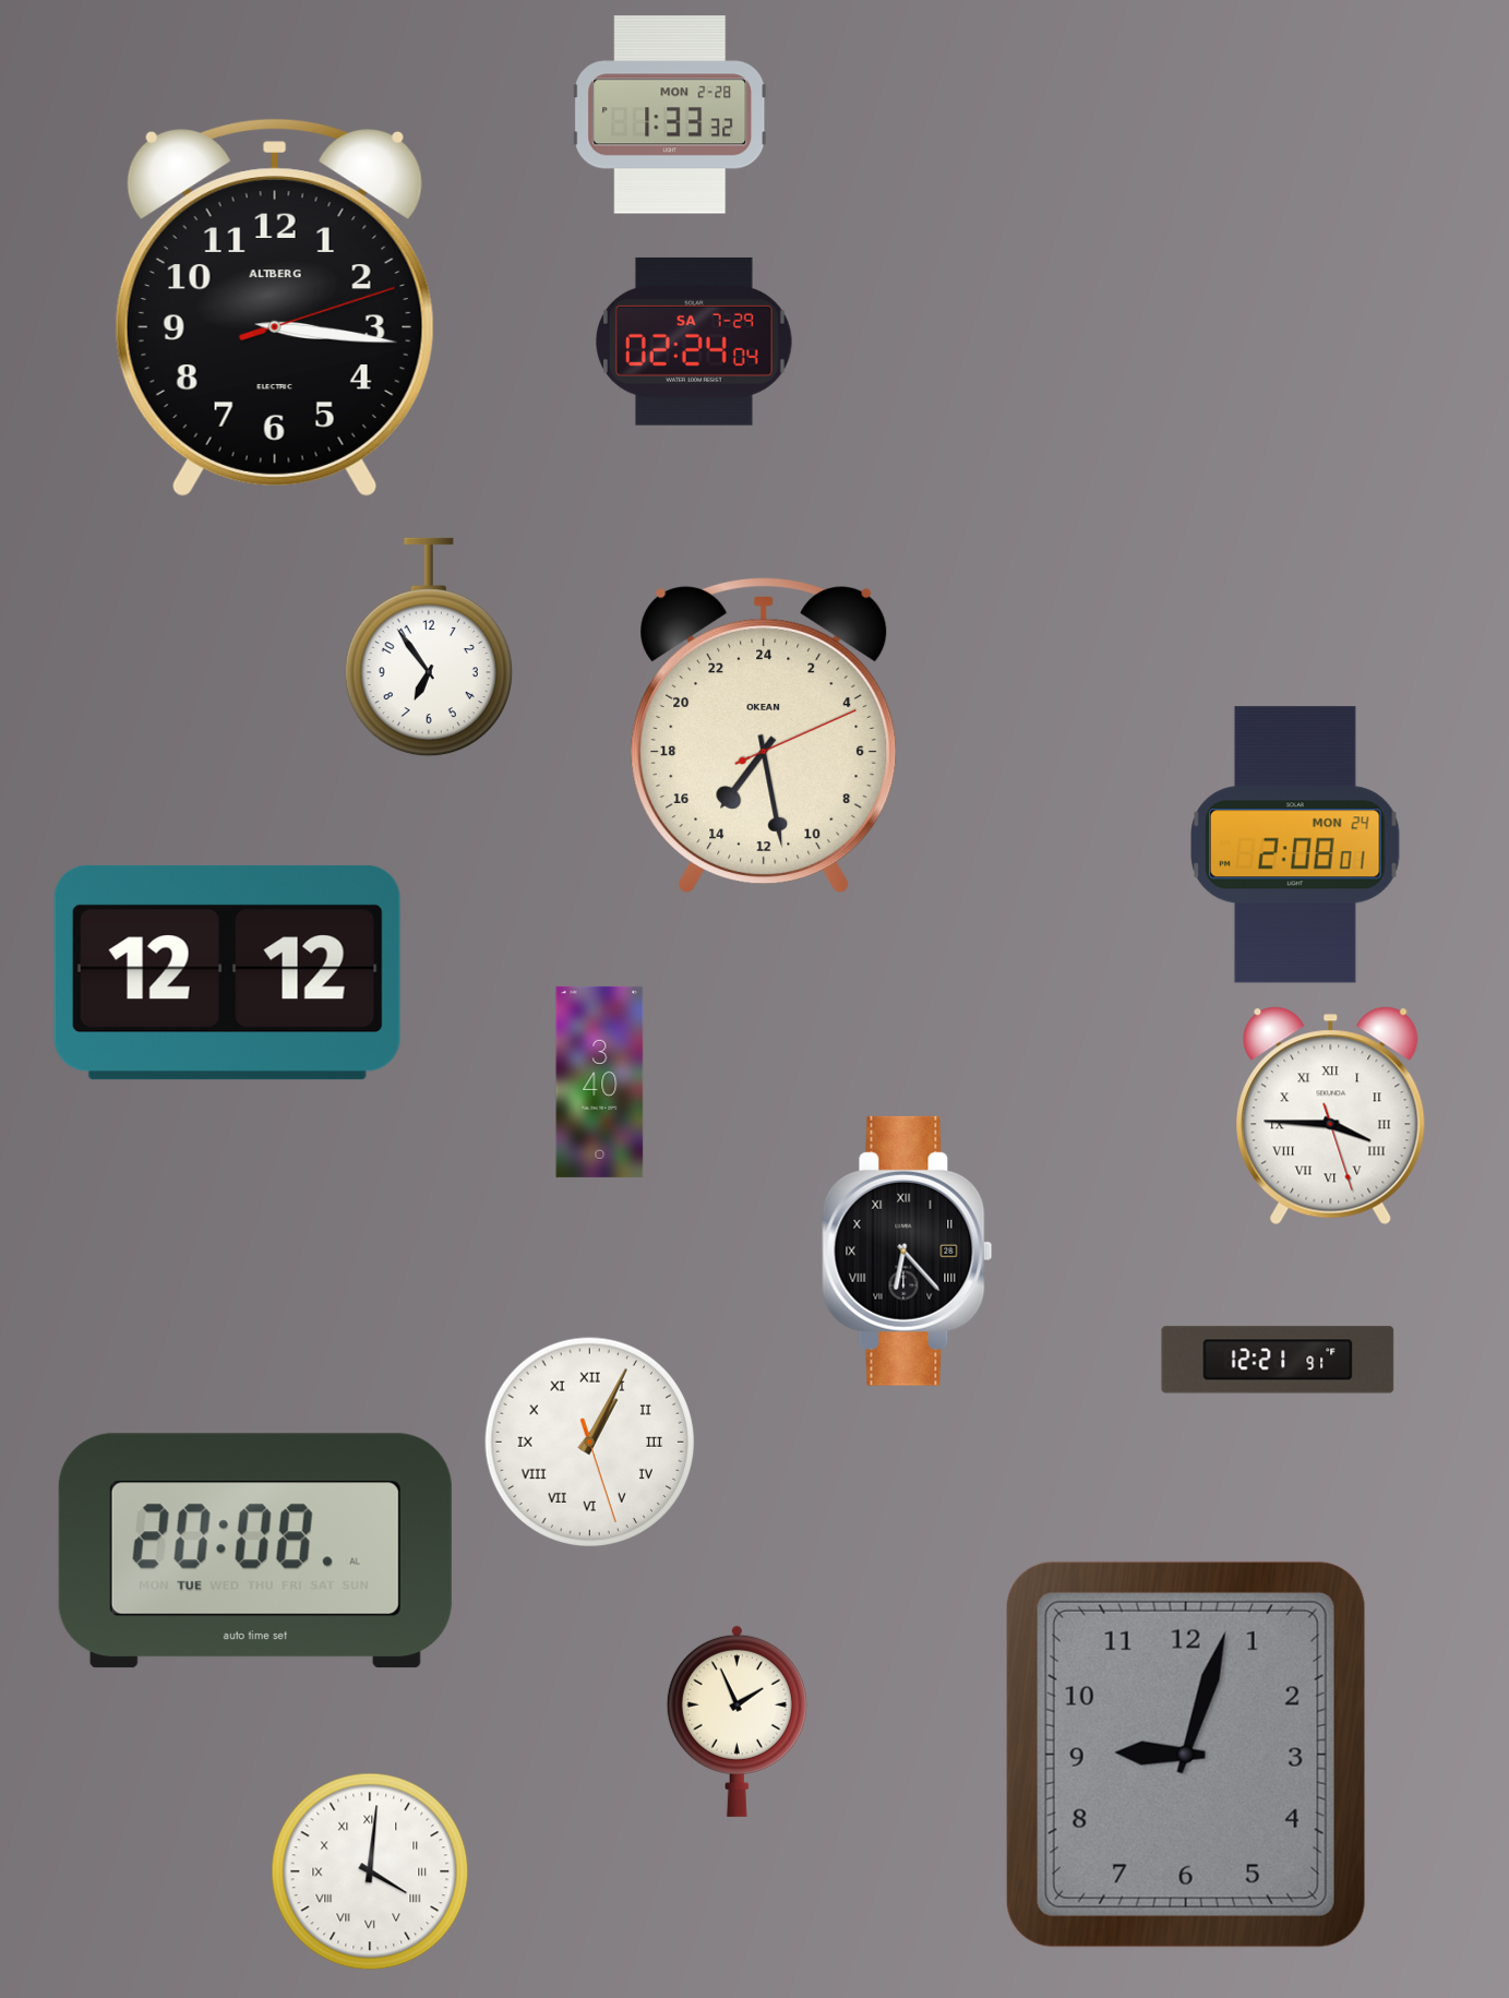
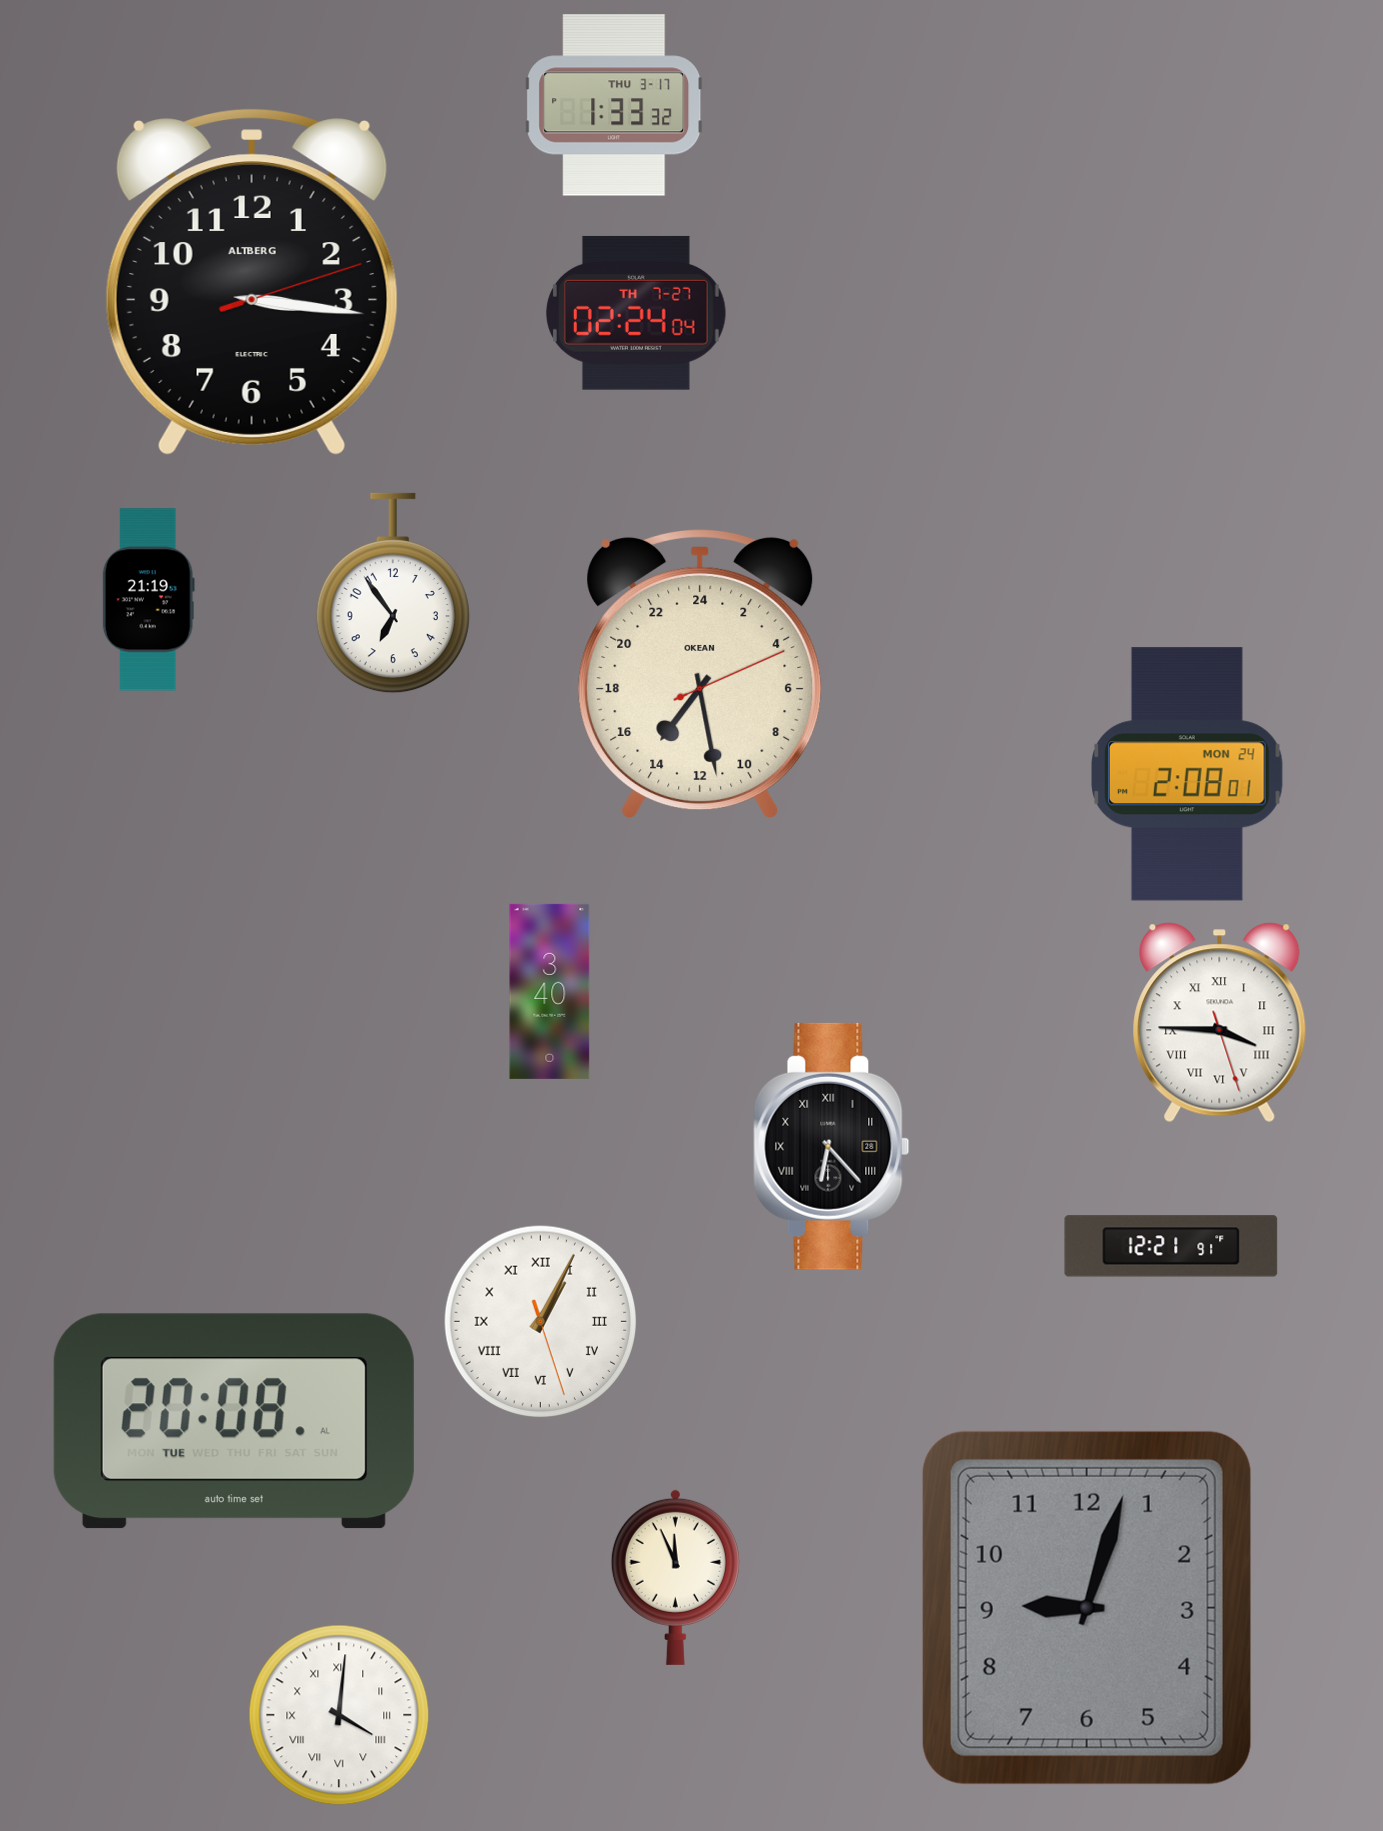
clock at (670, 115) date: MON 2-28 -> THU 3-17
clock at (694, 342) date: SA 7-29 -> TH 7-27
clock at (148, 600): none -> 21:19
clock at (227, 972): 12:12 -> none
clock at (736, 1721): 1:56 -> 11:56
